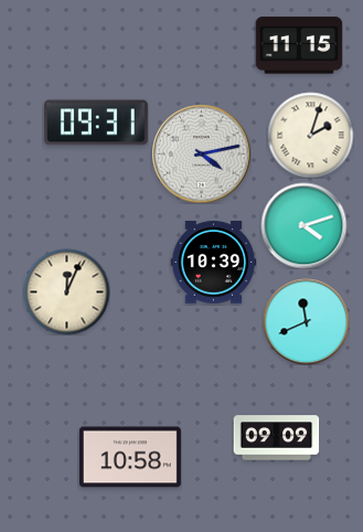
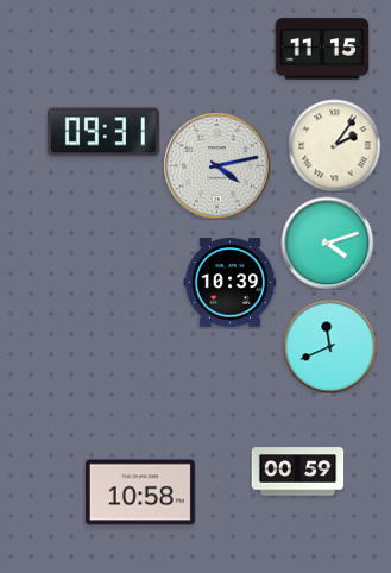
clock at (310, 135): 2:03 -> 2:06
clock at (66, 291): 12:04 -> none
clock at (276, 438): 09:09 -> 00:59
